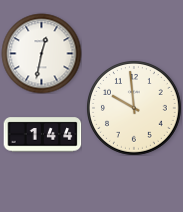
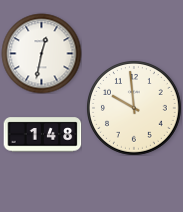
clock at (42, 135): 1:44 -> 1:48
